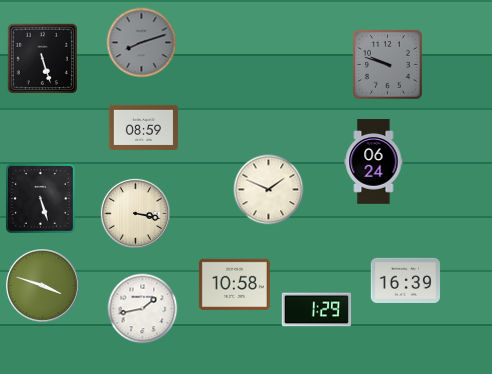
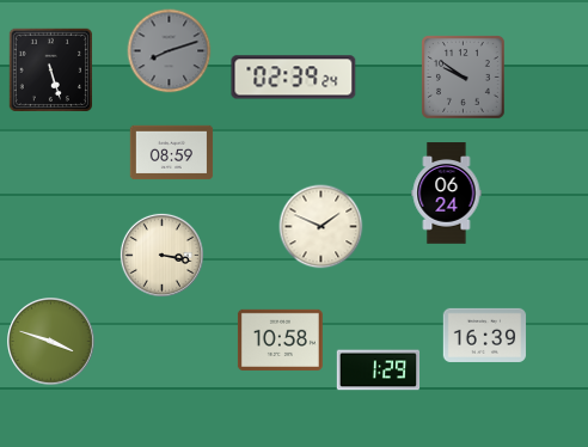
clock at (294, 78): none -> 02:39
clock at (388, 65): 9:48 -> 9:51
clock at (41, 199): 5:27 -> none
clock at (143, 309): 1:43 -> none
